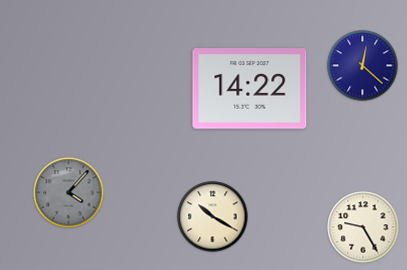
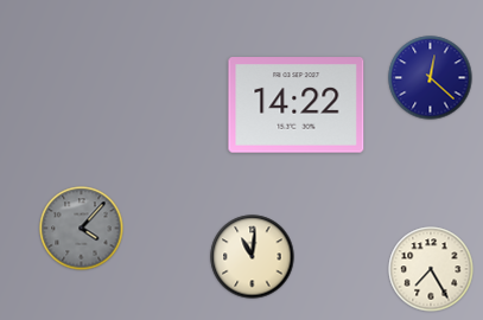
clock at (213, 217): 10:20 -> 11:01
clock at (363, 227): 9:25 -> 7:25
